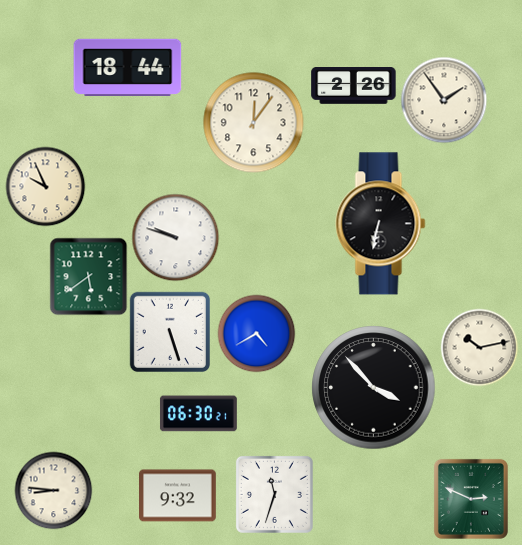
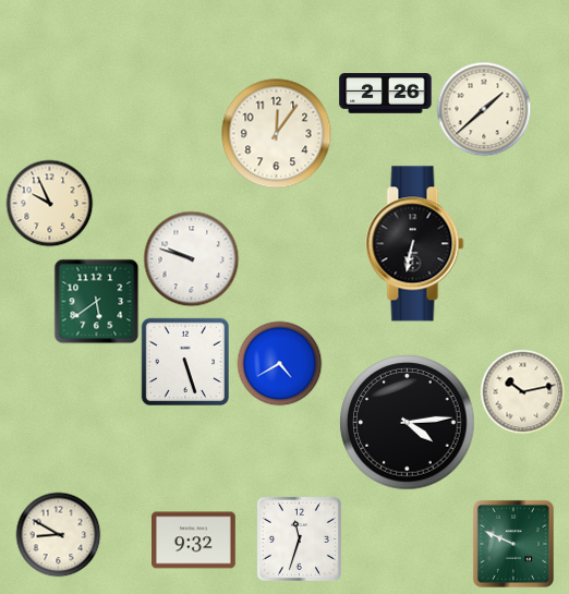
clock at (128, 68): 18:44 -> none
clock at (444, 100): 1:54 -> 1:38
clock at (479, 347) position: (479, 347) -> (522, 391)
clock at (374, 388): 3:53 -> 4:14
clock at (199, 414): 06:30 -> none
clock at (53, 490): 8:46 -> 8:50
clock at (471, 499): 2:49 -> 9:49
